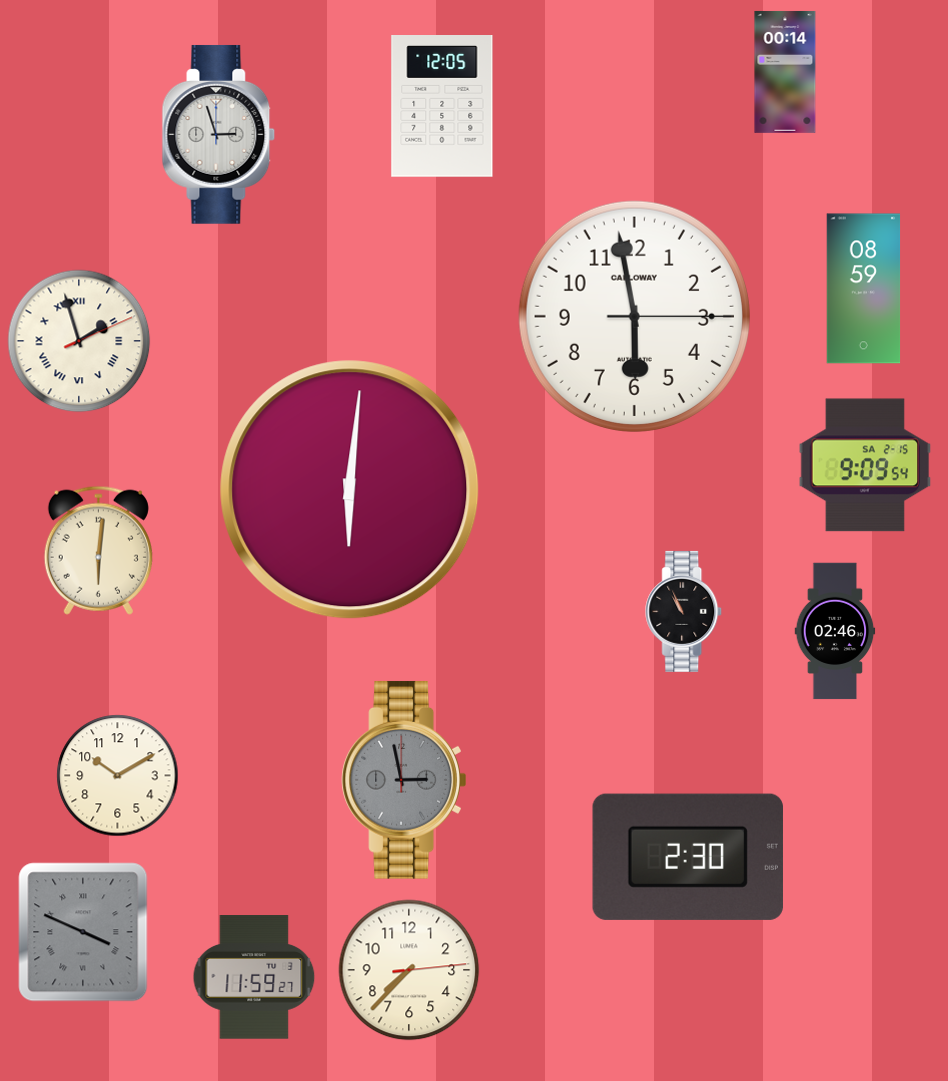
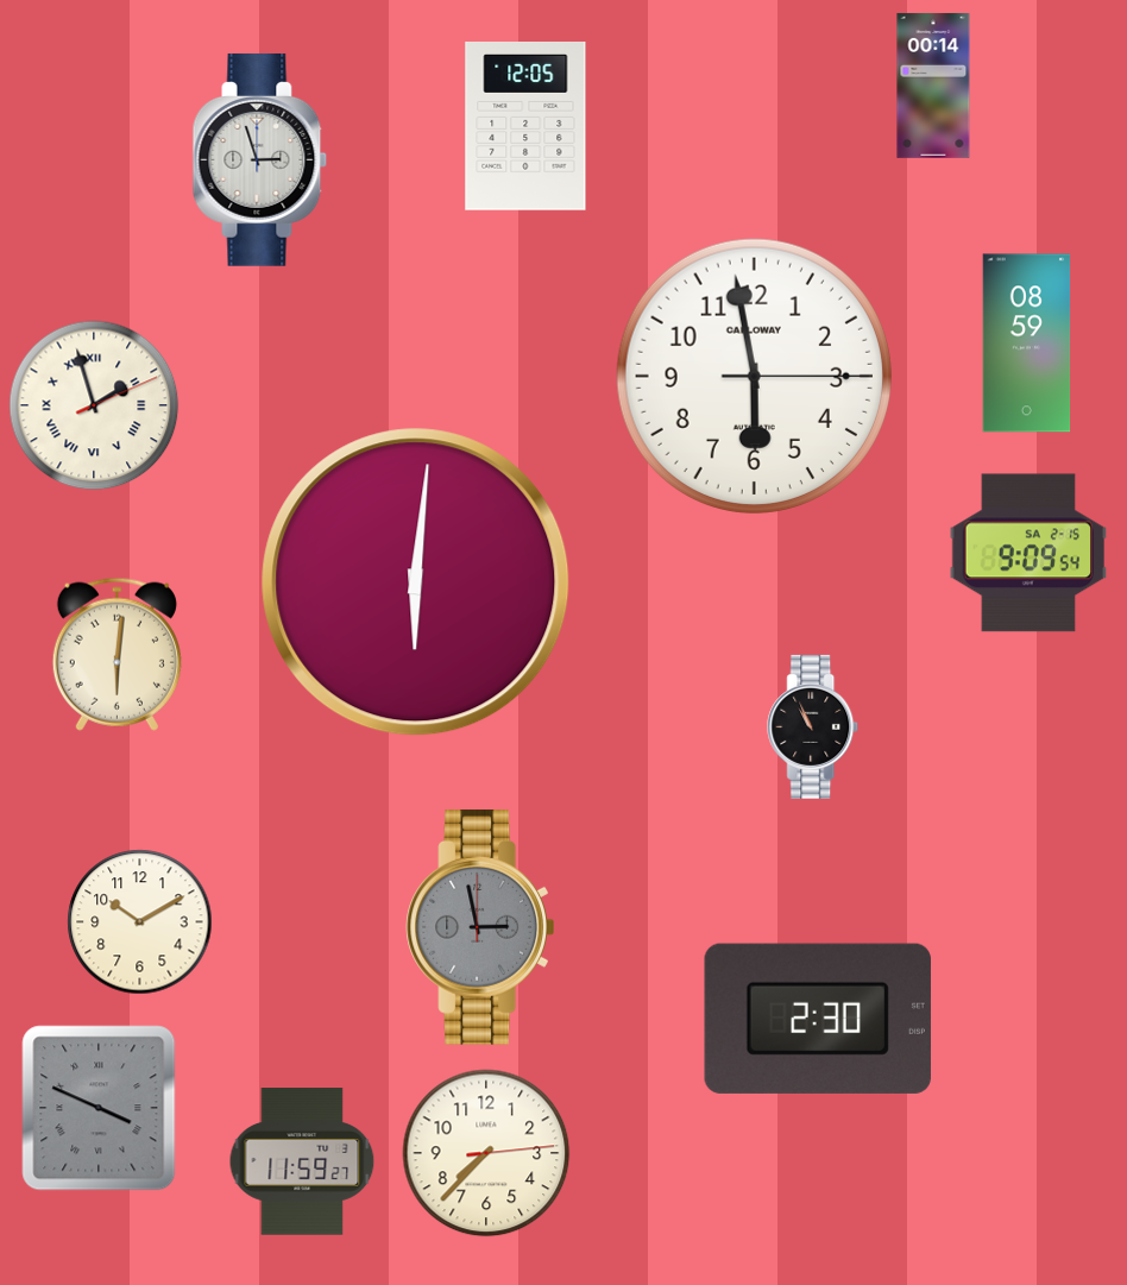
clock at (835, 631): 02:46 -> none
